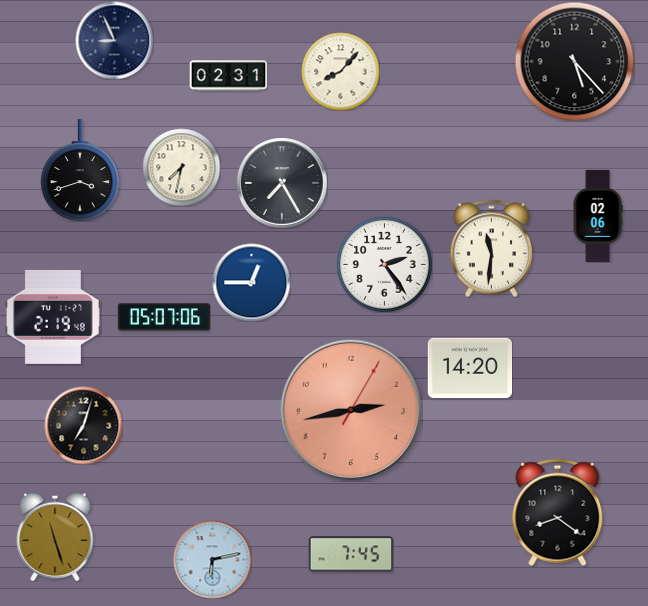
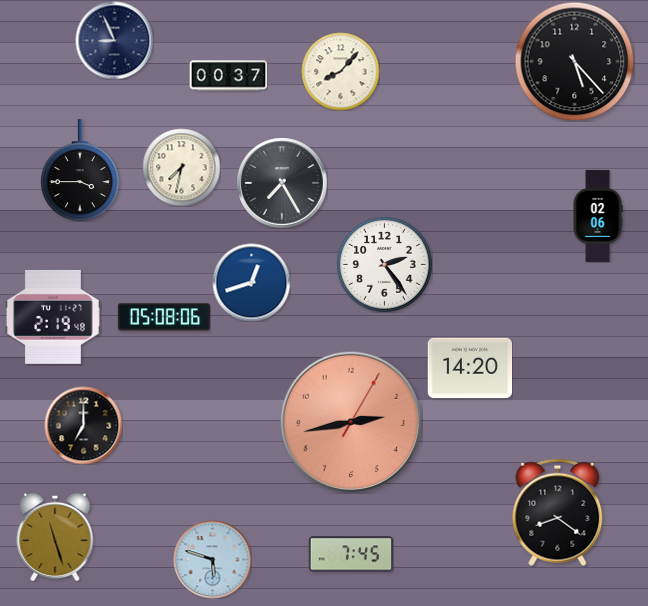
clock at (228, 76): 02:31 -> 00:37
clock at (80, 170): 3:42 -> 3:45
clock at (491, 248): 11:31 -> none
clock at (251, 282): 12:45 -> 12:42
clock at (164, 317): 05:07 -> 05:08
clock at (350, 409) position: (350, 409) -> (350, 421)
clock at (83, 425): 7:03 -> 7:00
clock at (212, 559): 6:13 -> 5:48
